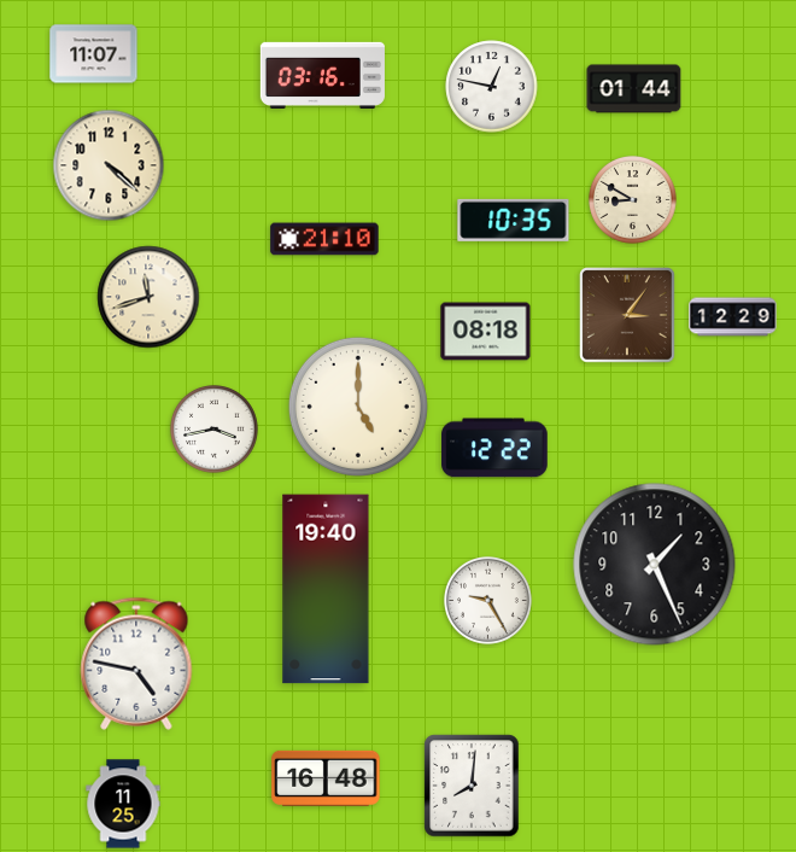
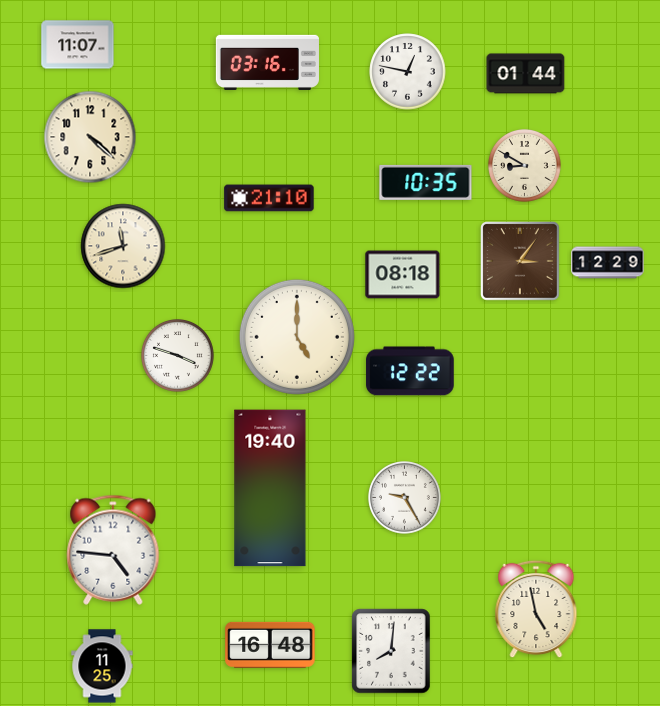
clock at (215, 430): 3:43 -> 3:48
clock at (655, 565): 1:26 -> none
clock at (136, 664): 4:47 -> 4:46
clock at (536, 609): none -> 4:58
